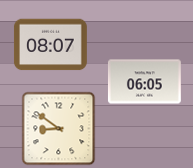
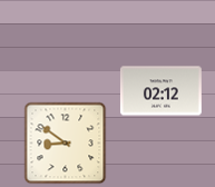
clock at (50, 45): 08:07 -> none
clock at (144, 82): 06:05 -> 02:12
